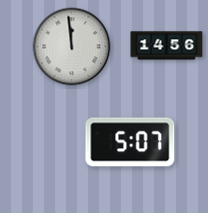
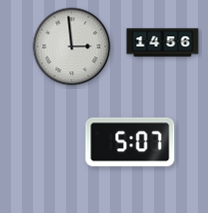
clock at (167, 46) position: (167, 46) -> (163, 43)
clock at (72, 47): 11:59 -> 2:59
